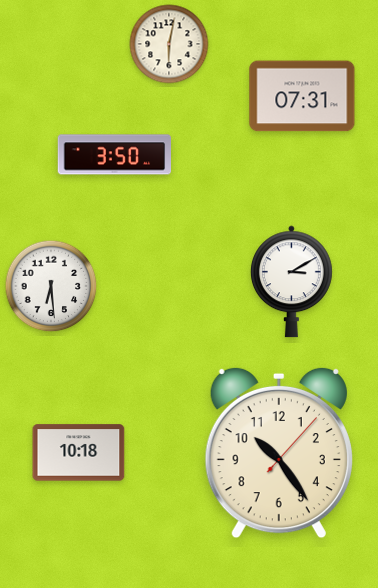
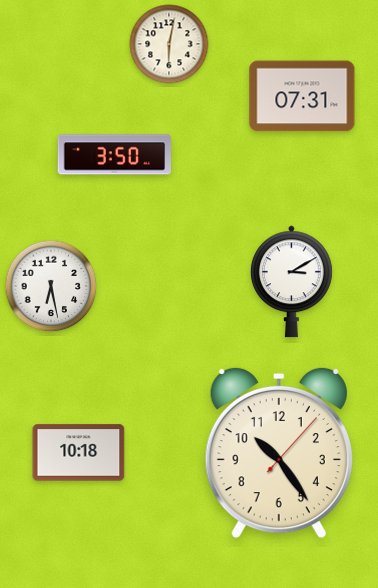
clock at (51, 286): 6:29 -> 6:28
